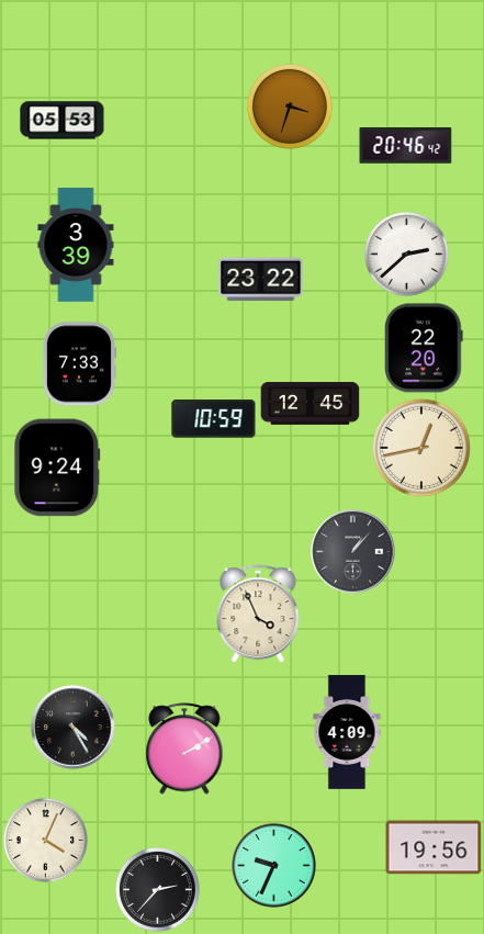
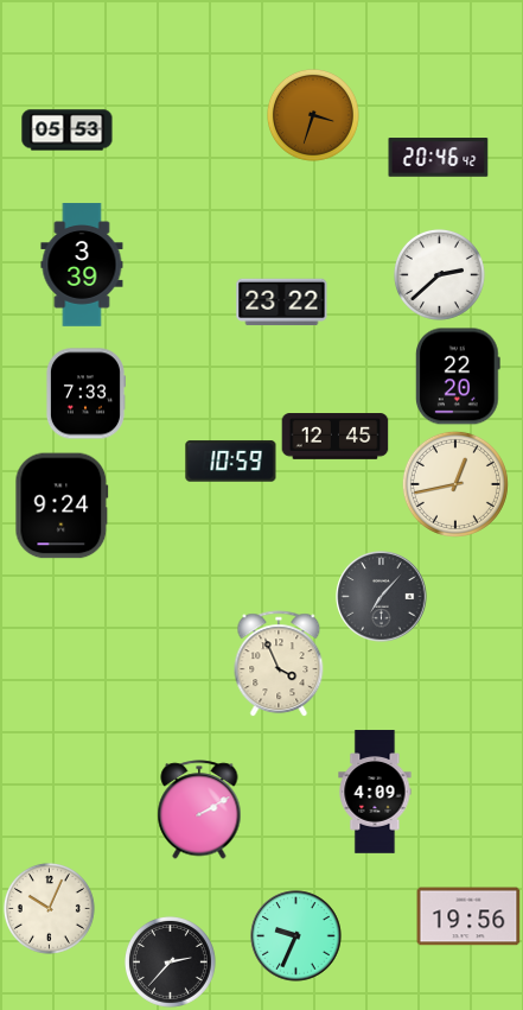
clock at (214, 419) position: (214, 419) -> (231, 462)
clock at (353, 552): 1:07 -> 7:07
clock at (74, 728): 4:25 -> none
clock at (45, 840): 4:04 -> 10:04
